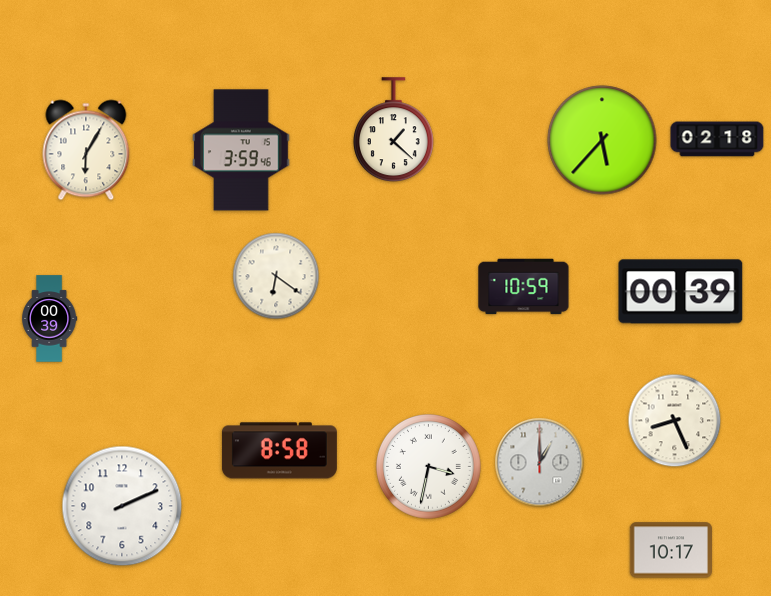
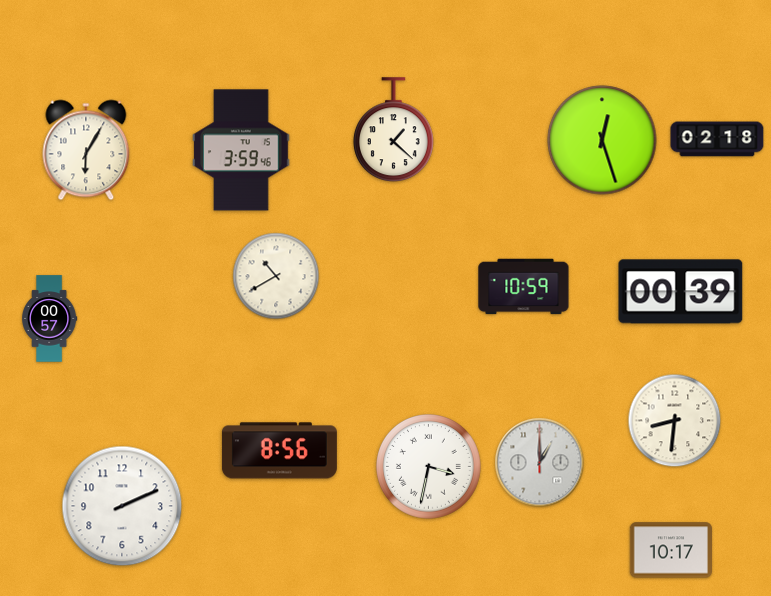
clock at (602, 140): 5:37 -> 12:27
clock at (276, 276): 6:21 -> 10:40
clock at (50, 319): 00:39 -> 00:57
clock at (675, 421): 8:26 -> 8:31
clock at (279, 451): 8:58 -> 8:56
